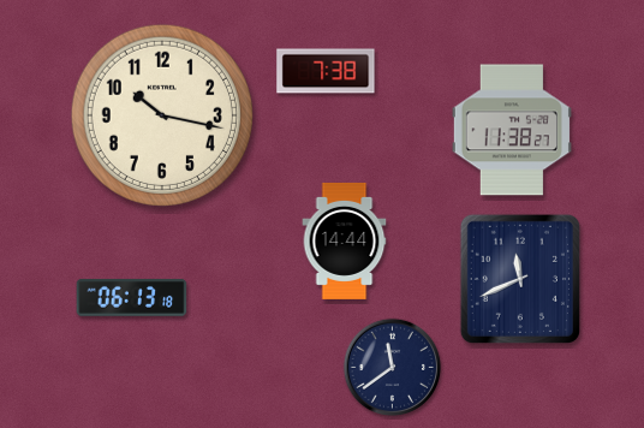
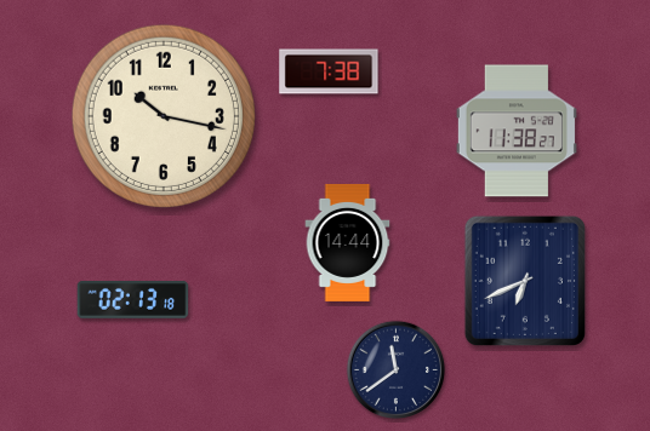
clock at (520, 279): 11:41 -> 6:41
clock at (132, 297): 06:13 -> 02:13
